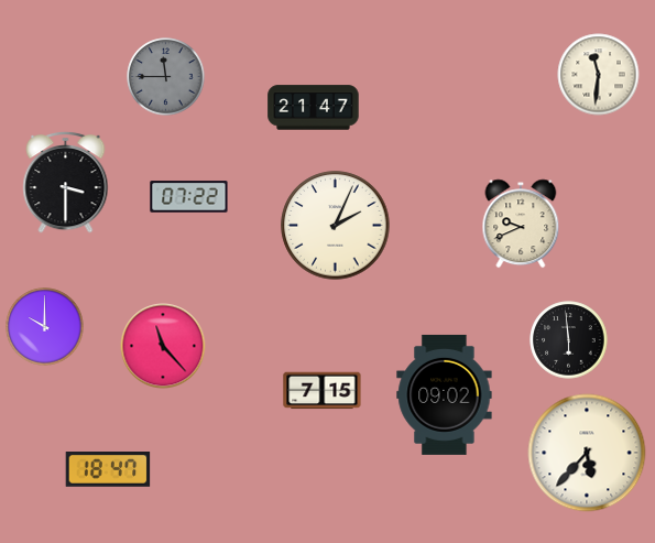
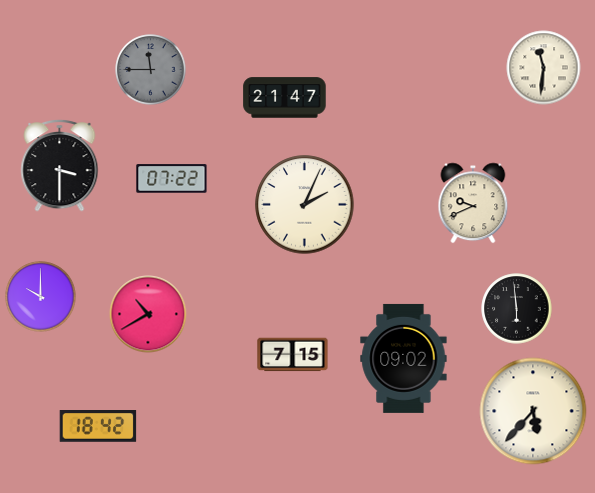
clock at (163, 346): 11:23 -> 10:40
clock at (108, 470): 18:47 -> 18:42
